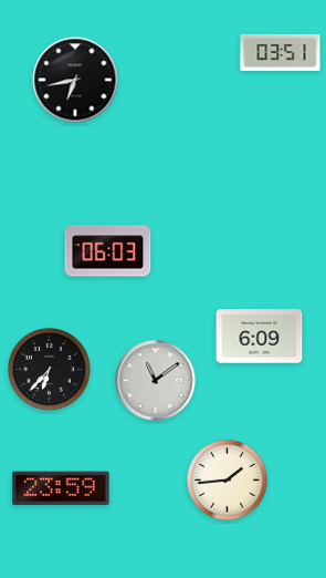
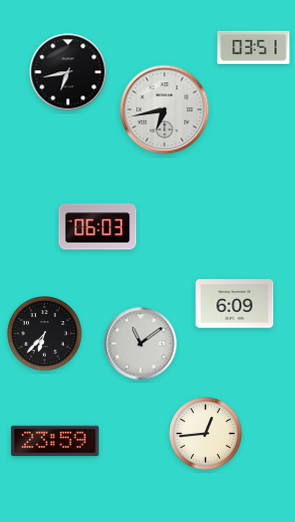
clock at (165, 110): none -> 6:43
clock at (228, 481): 1:44 -> 12:44
